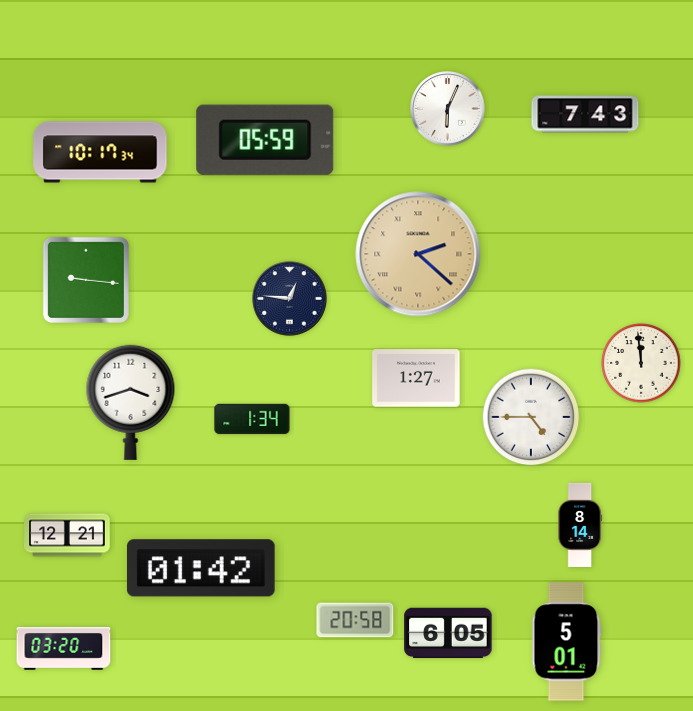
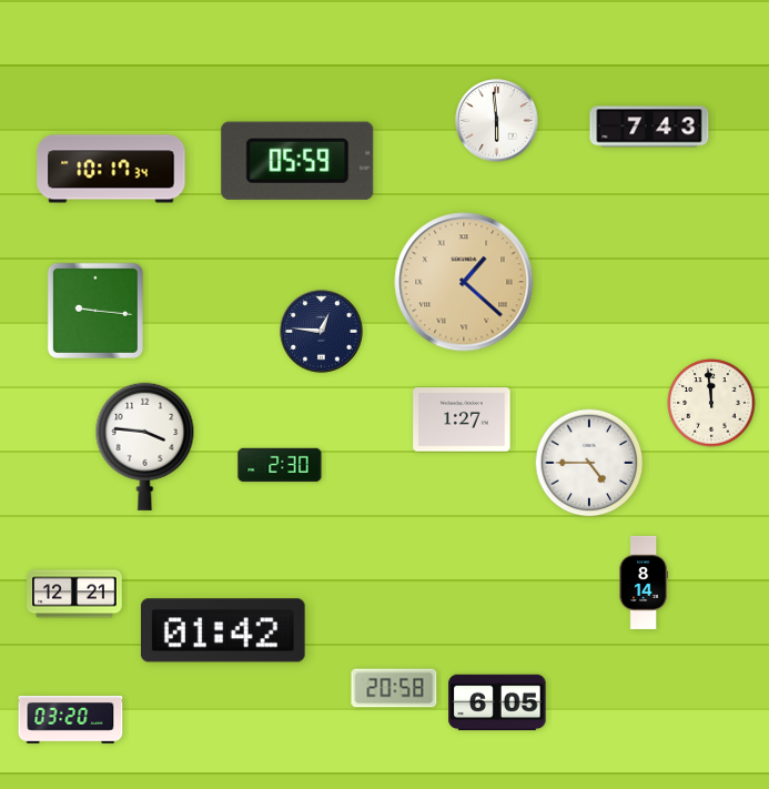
clock at (448, 109): 6:04 -> 5:59
clock at (265, 140) position: (265, 140) -> (297, 161)
clock at (418, 254): 2:22 -> 1:22
clock at (131, 402): 3:42 -> 3:46
clock at (252, 419): 1:34 -> 2:30
clock at (566, 642): 5:01 -> none
